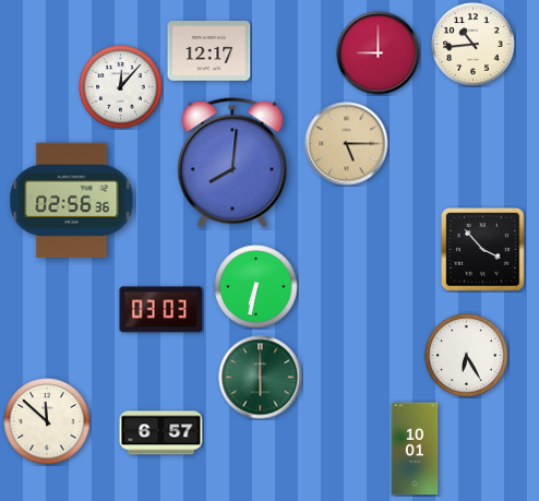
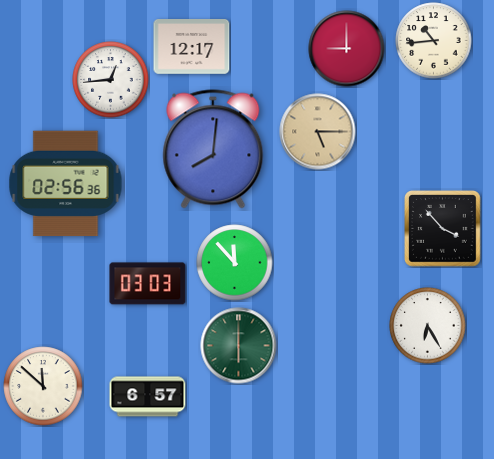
clock at (121, 87): 12:07 -> 12:44
clock at (256, 287): 6:32 -> 11:53
clock at (415, 449): 10:01 -> none
